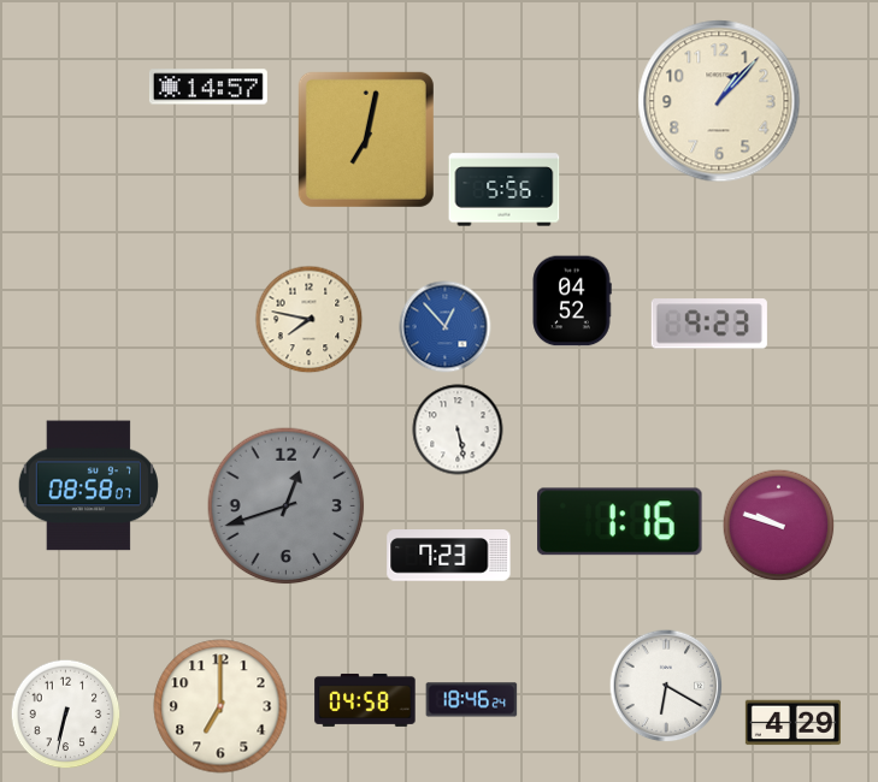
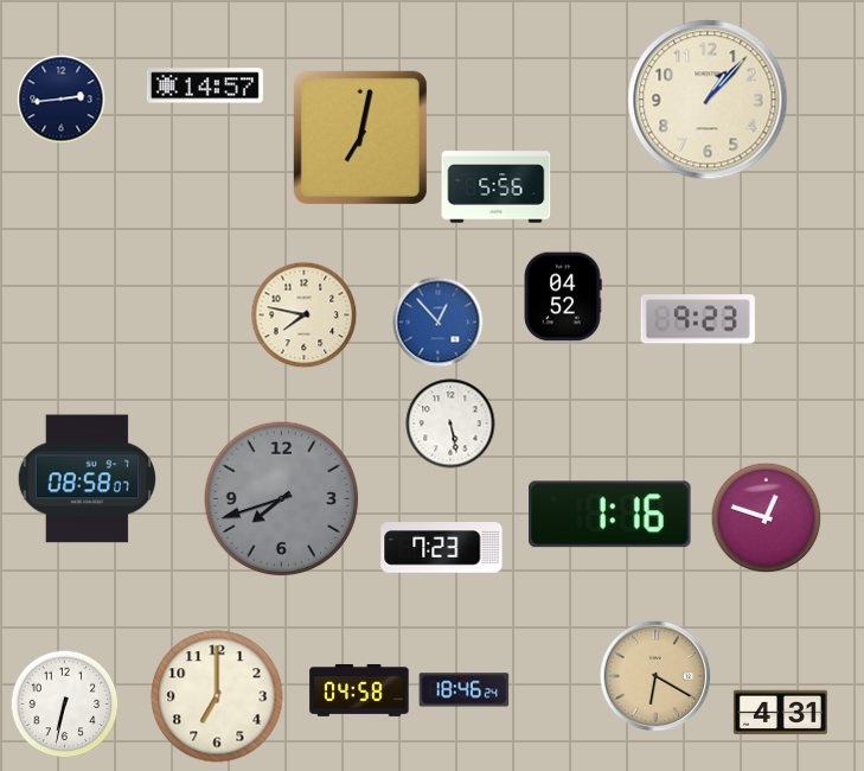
clock at (62, 100): none -> 2:44
clock at (287, 506): 12:42 -> 7:42
clock at (779, 526): 9:48 -> 12:48
clock at (666, 686) dial: white -> champagne
clock at (792, 723): 4:29 -> 4:31
